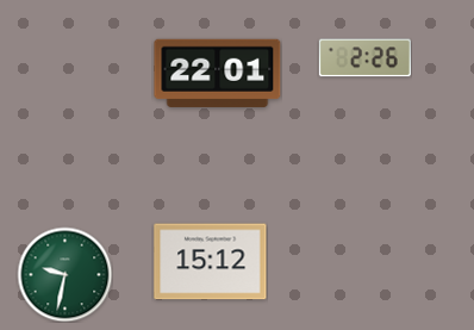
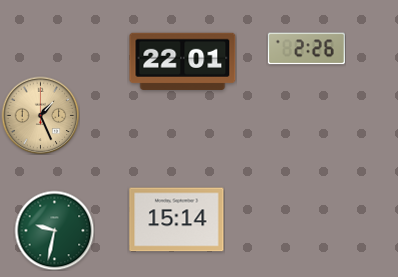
clock at (40, 115): none -> 1:26
clock at (211, 262): 15:12 -> 15:14
